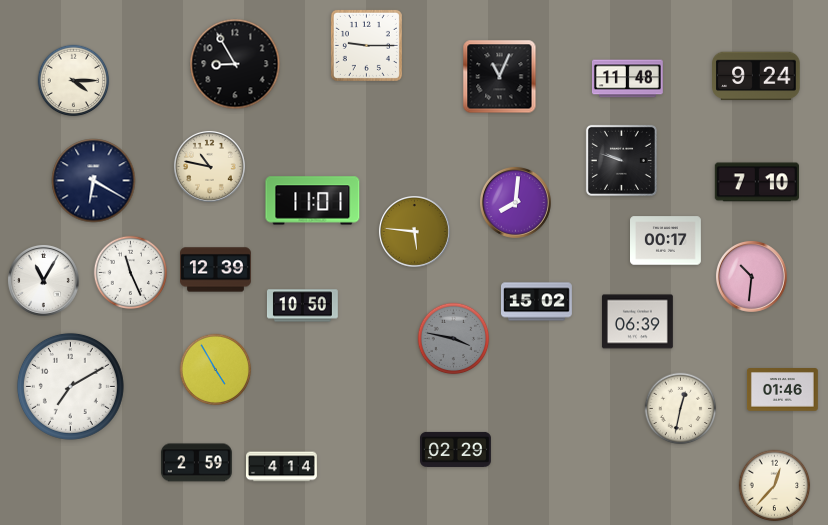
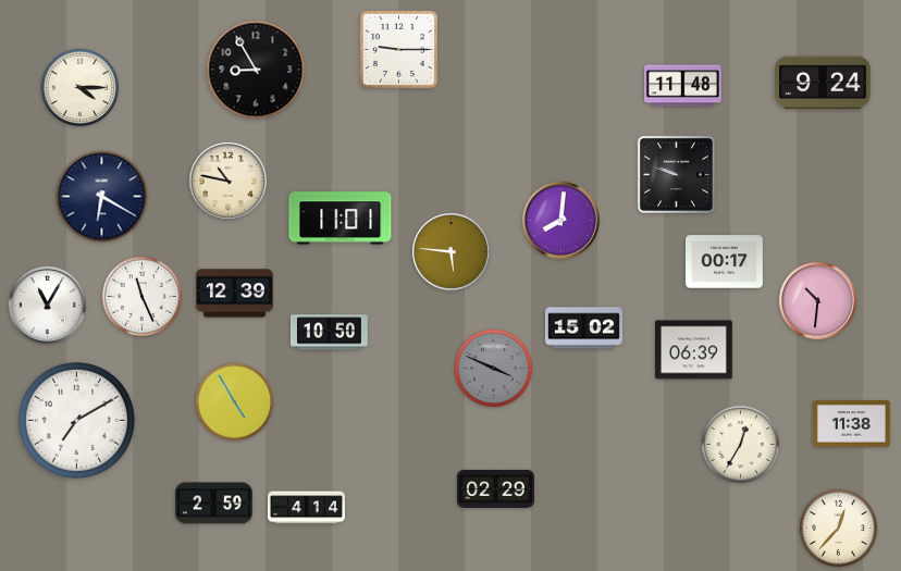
clock at (500, 77): 11:04 -> none
clock at (757, 182): 7:10 -> none
clock at (454, 339): 3:47 -> 3:49
clock at (783, 390): 01:46 -> 11:38
clock at (681, 409): 12:32 -> 12:35
clock at (775, 486) position: (775, 486) -> (839, 529)
